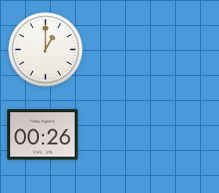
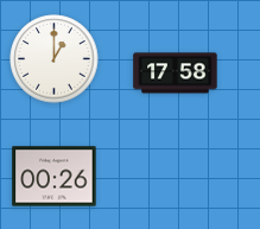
clock at (176, 74): none -> 17:58
clock at (43, 135) position: (43, 135) -> (55, 177)
